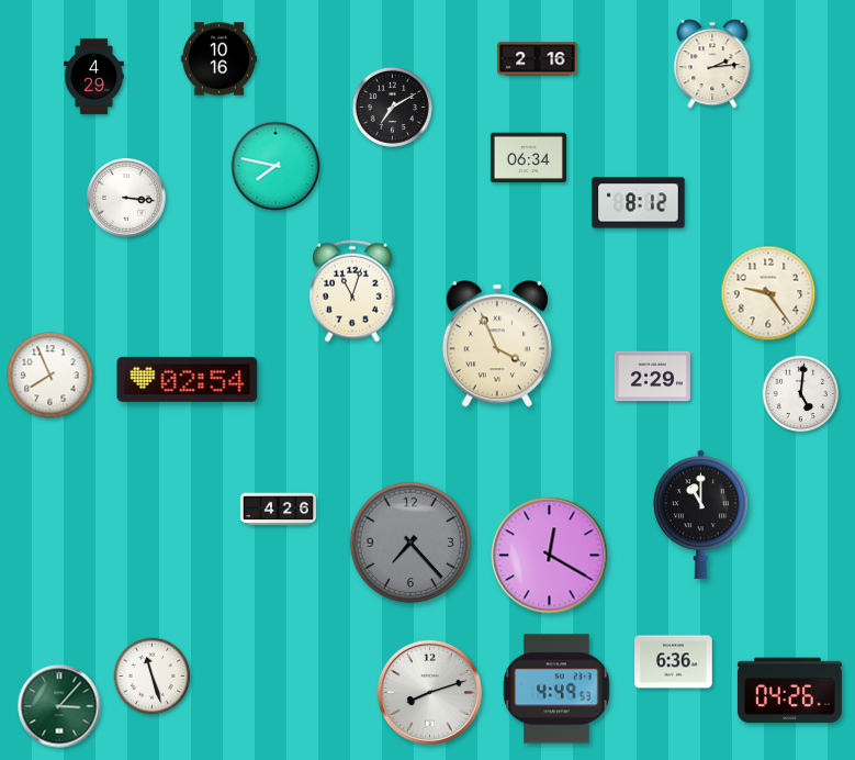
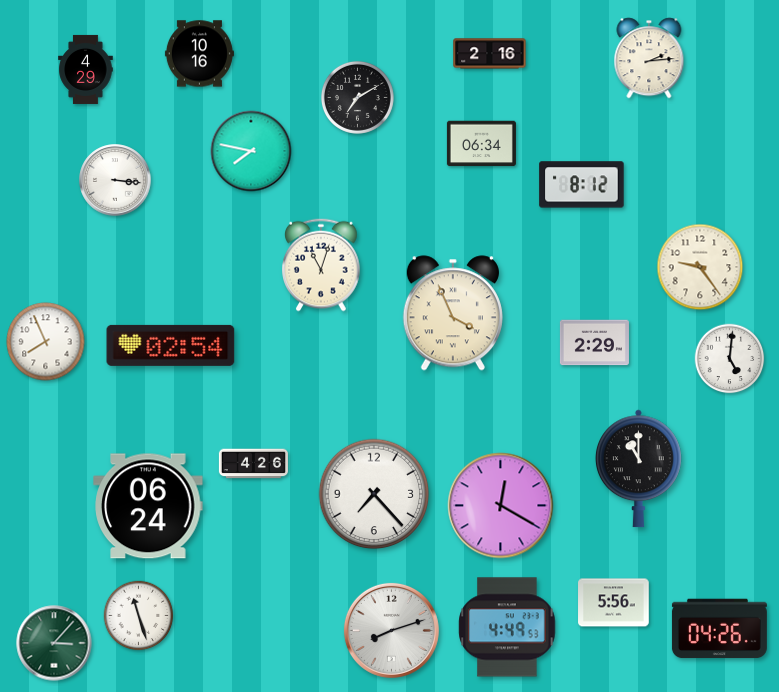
clock at (410, 543) dial: grey -> white
clock at (148, 506): none -> 06:24
clock at (674, 662): 6:36 -> 5:56
